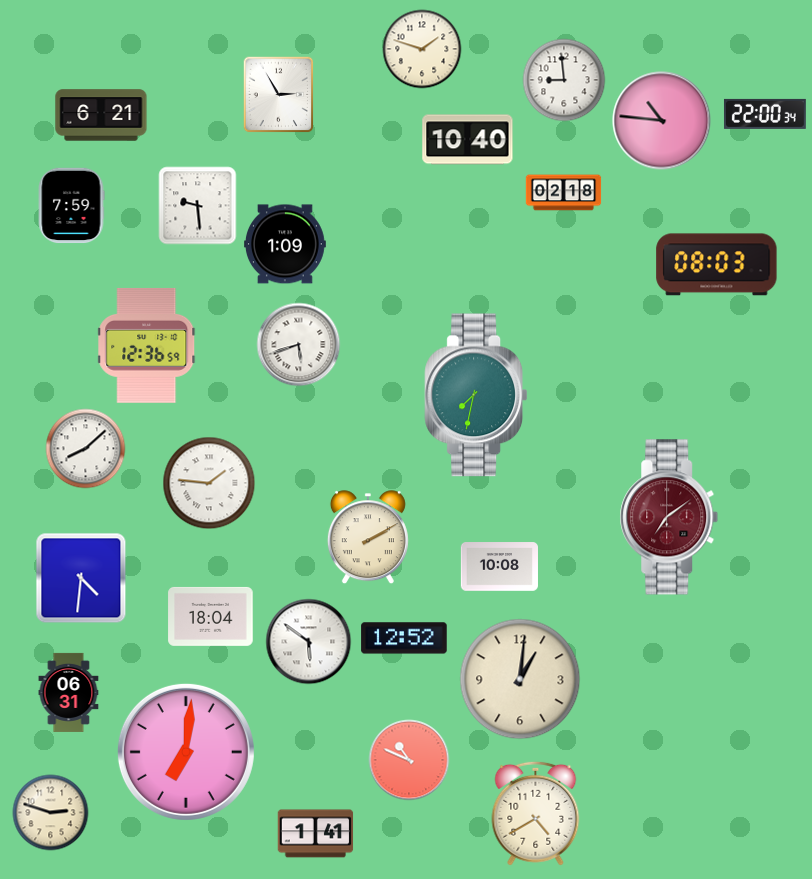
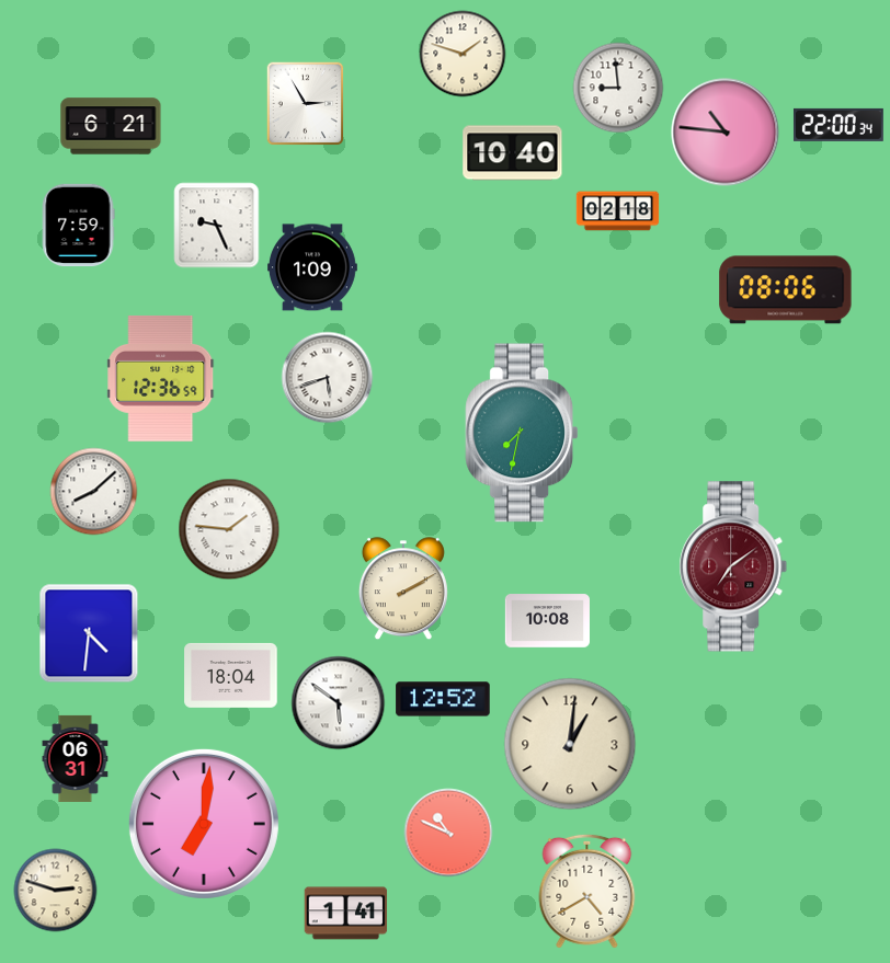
clock at (198, 206): 9:29 -> 9:26
clock at (717, 265): 08:03 -> 08:06
